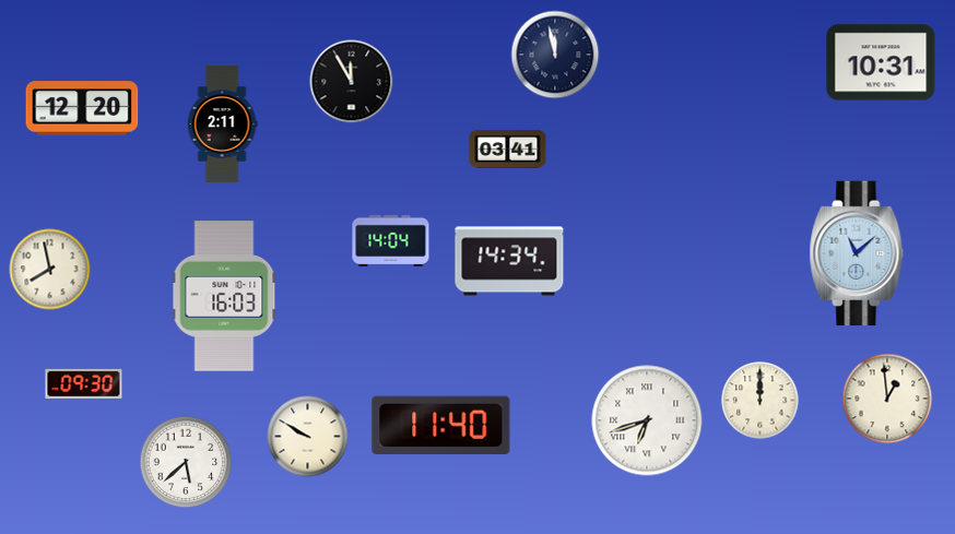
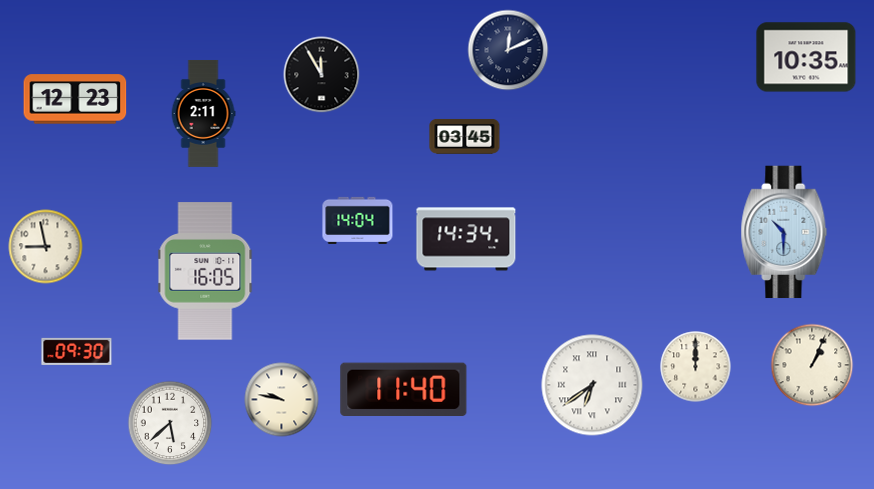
clock at (555, 55): 11:58 -> 12:11
clock at (881, 62): 10:31 -> 10:35
clock at (82, 108): 12:20 -> 12:23
clock at (508, 149): 03:41 -> 03:45
clock at (857, 253): 11:08 -> 10:30
clock at (50, 270): 7:58 -> 8:58
clock at (224, 296): 16:03 -> 16:05
clock at (887, 399): 12:59 -> 1:04
clock at (647, 420): 6:42 -> 6:39
clock at (308, 437): 9:50 -> 9:47
